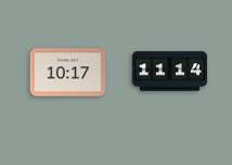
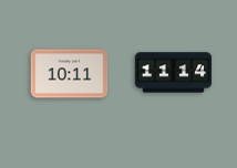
clock at (68, 73): 10:17 -> 10:11
